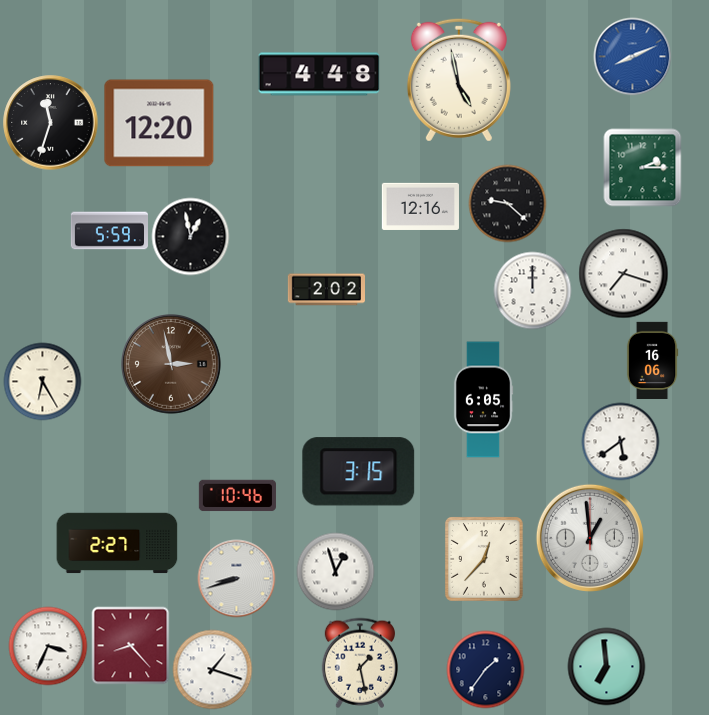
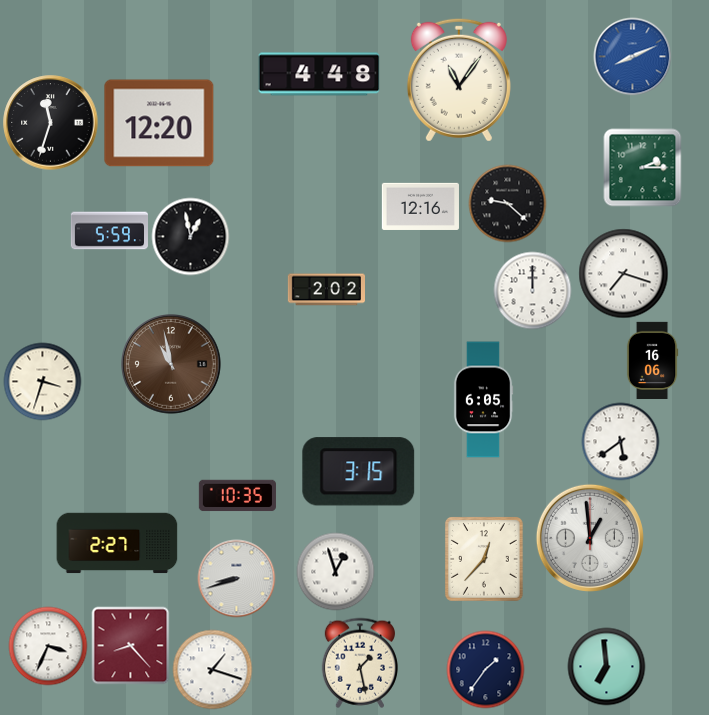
clock at (459, 80): 4:58 -> 11:06
clock at (172, 365): 2:58 -> 10:58
clock at (42, 381): 6:25 -> 3:33
clock at (237, 496): 10:46 -> 10:35
